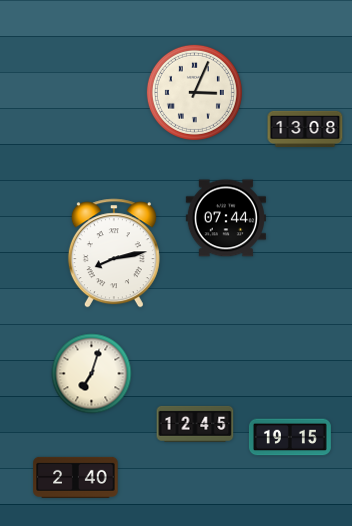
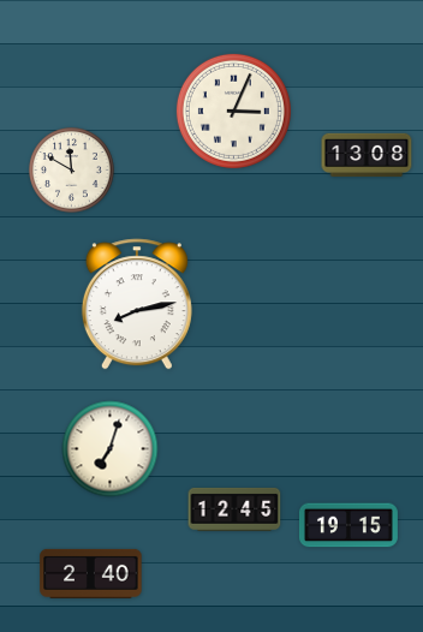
clock at (72, 171): none -> 11:50
clock at (226, 218): 07:44 -> none
